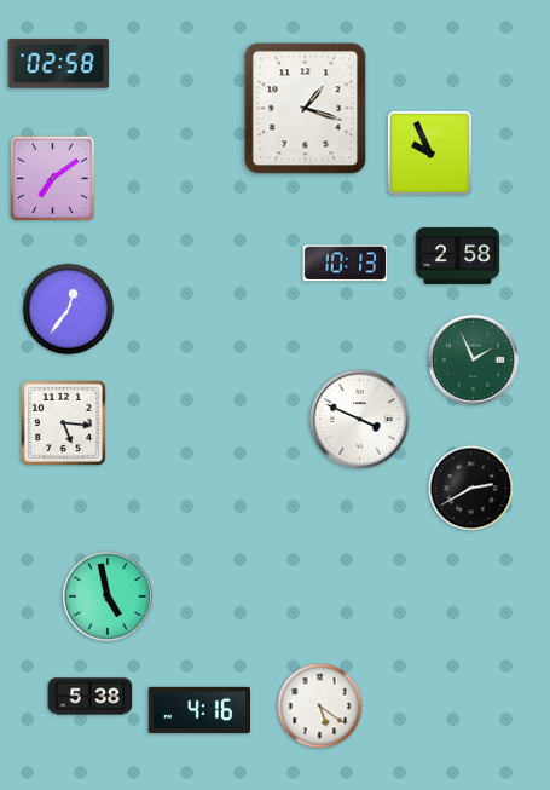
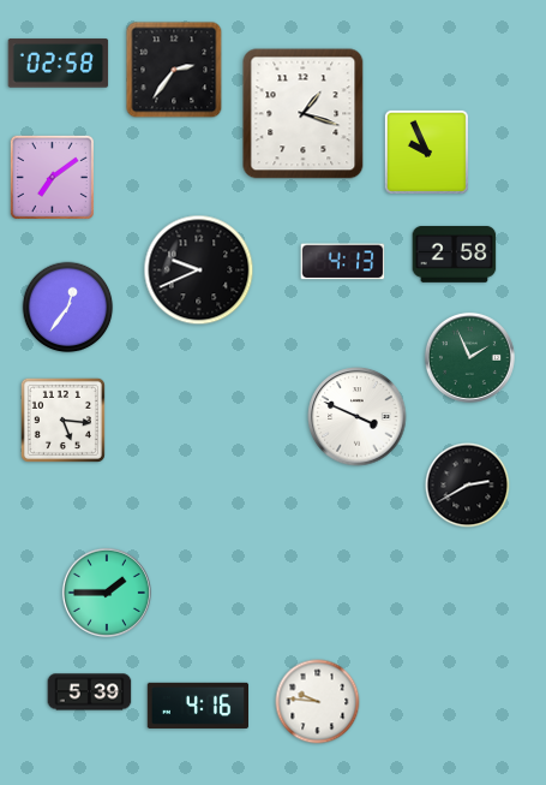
clock at (174, 70): none -> 2:36
clock at (306, 109) position: (306, 109) -> (304, 114)
clock at (346, 264): 10:13 -> 4:13
clock at (199, 270): none -> 9:41
clock at (108, 596): 4:58 -> 1:45
clock at (91, 697): 5:38 -> 5:39
clock at (320, 707): 5:21 -> 9:46
